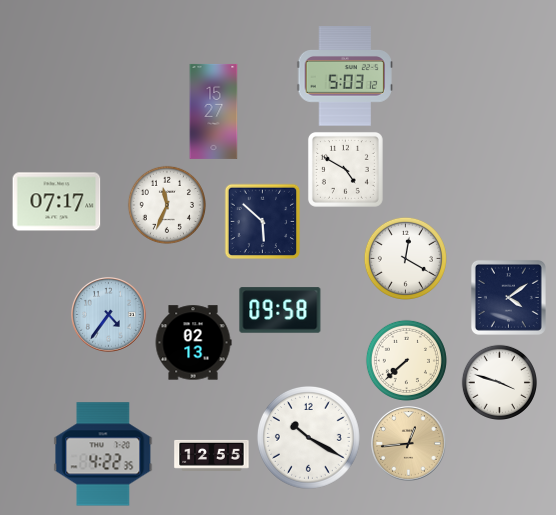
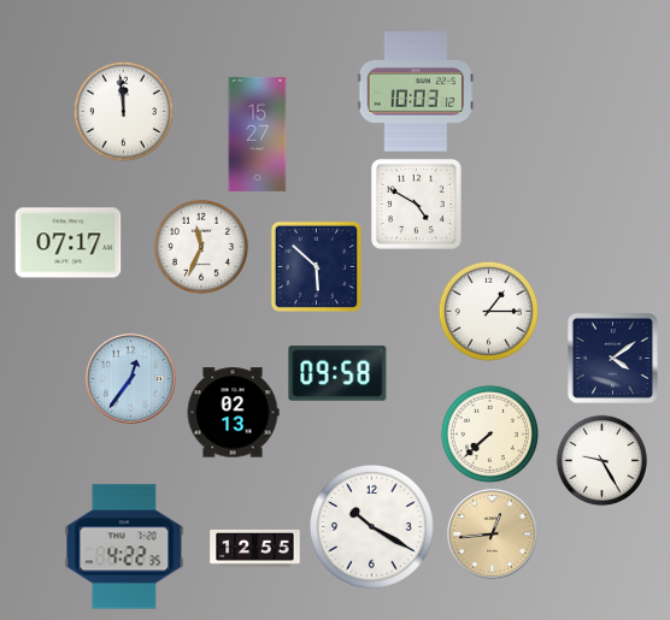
clock at (345, 76): 5:03 -> 10:03
clock at (123, 111): none -> 11:59
clock at (405, 258): 12:20 -> 1:15
clock at (109, 315): 4:36 -> 12:36
clock at (499, 382): 3:48 -> 9:25
